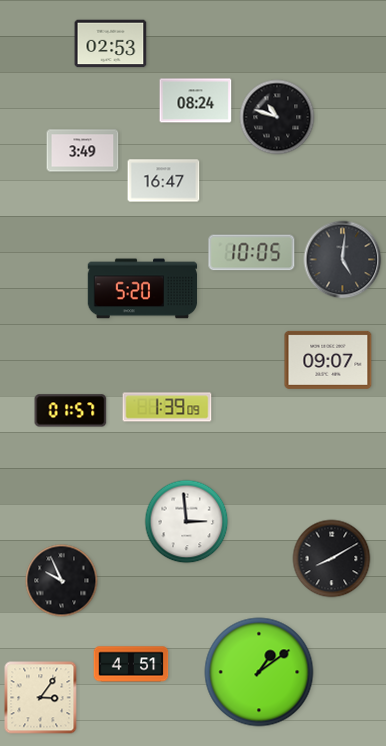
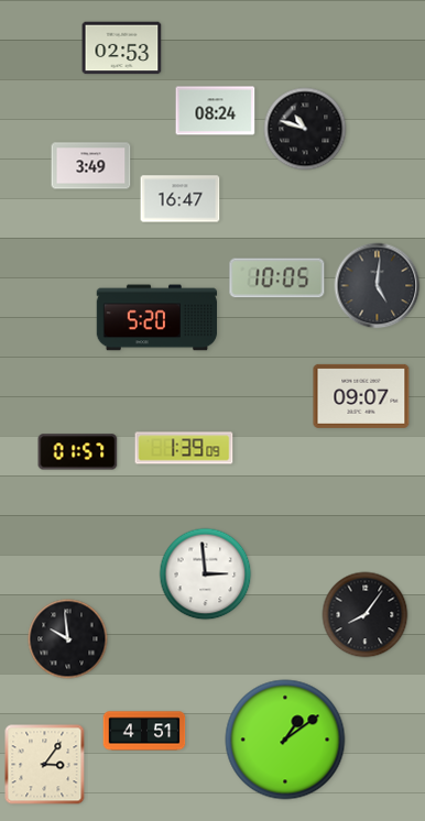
clock at (332, 559): 8:10 -> 8:06
clock at (62, 581): 9:56 -> 9:59
clock at (41, 698) position: (41, 698) -> (45, 765)
